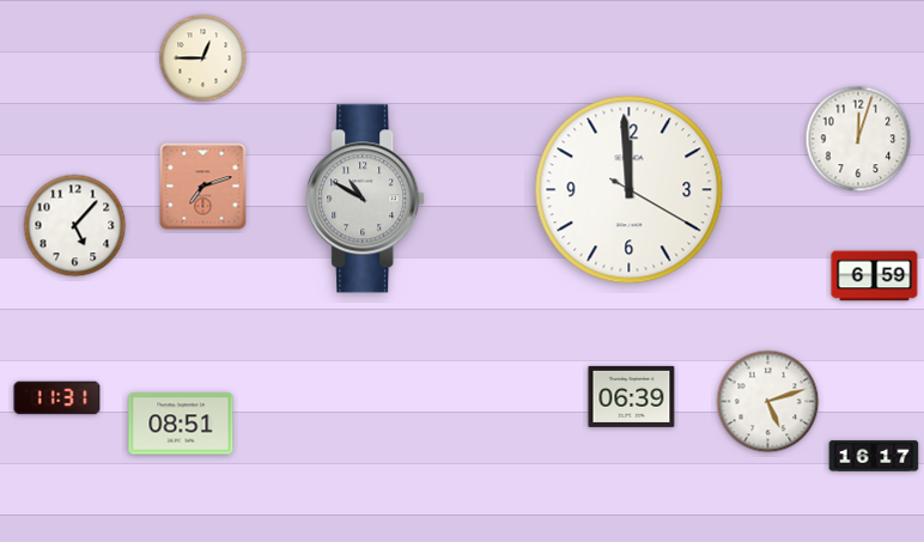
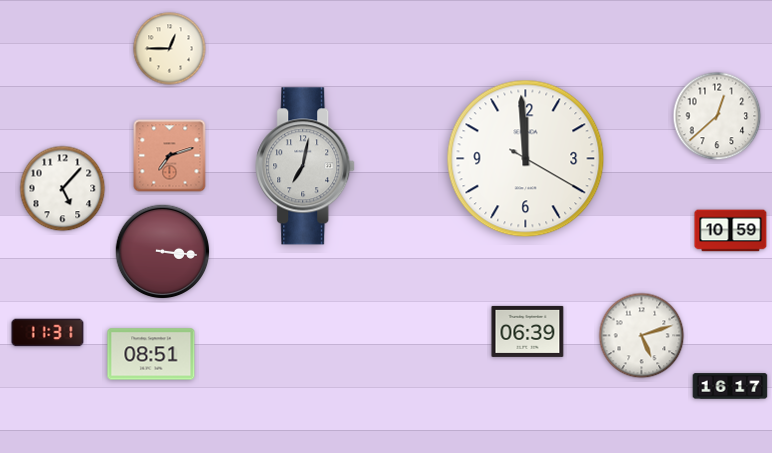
clock at (858, 139): 12:03 -> 12:38
clock at (366, 199): 10:50 -> 7:02
clock at (875, 276): 6:59 -> 10:59
clock at (163, 252): none -> 3:16
clock at (874, 456) position: (874, 456) -> (730, 386)
